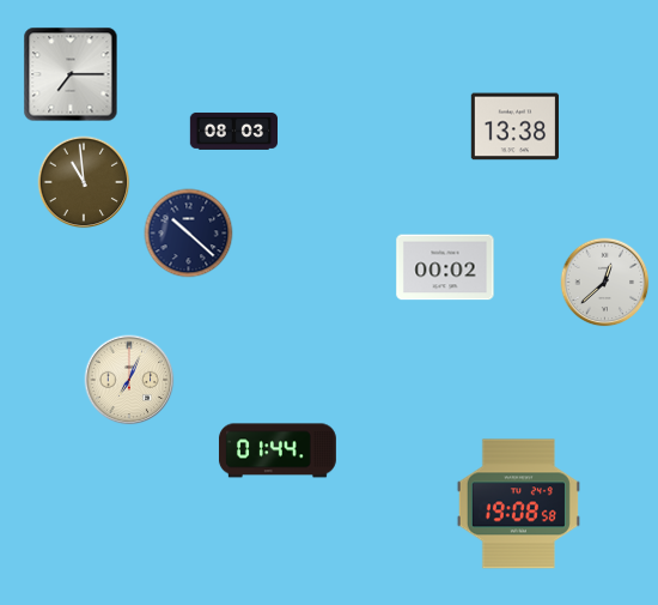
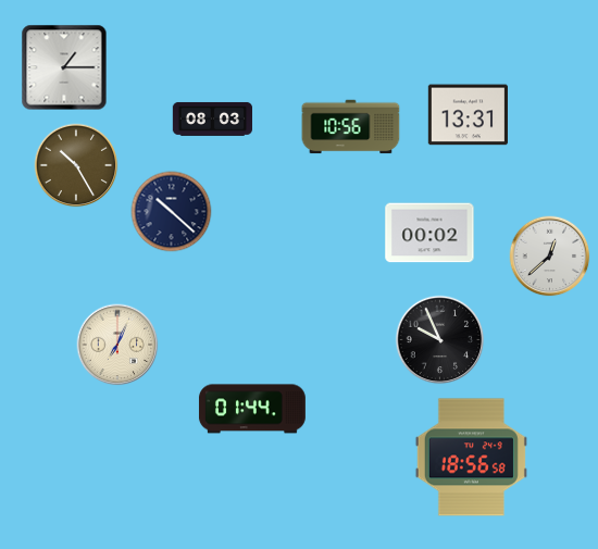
clock at (71, 74): 7:15 -> 1:15
clock at (514, 127): 13:38 -> 13:31
clock at (351, 127): none -> 10:56
clock at (84, 182): 10:59 -> 10:25
clock at (445, 267) position: (445, 267) -> (429, 233)
clock at (440, 340): none -> 9:56
clock at (518, 504): 19:08 -> 18:56
